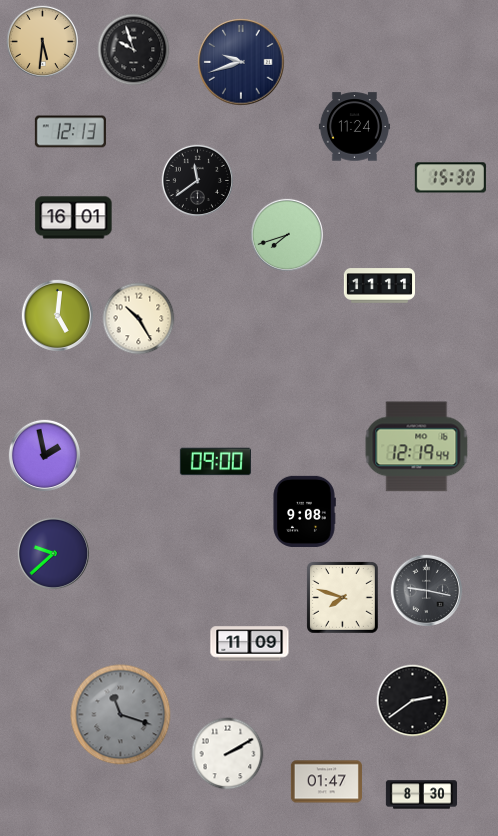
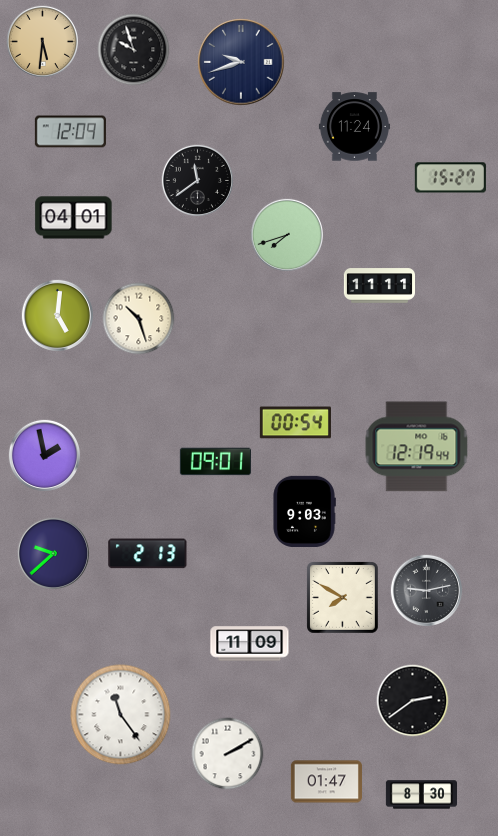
clock at (70, 132): 12:13 -> 12:09
clock at (450, 178): 15:30 -> 15:27
clock at (74, 218): 16:01 -> 04:01
clock at (139, 319): 10:25 -> 10:27
clock at (295, 423): none -> 00:54
clock at (215, 462): 09:00 -> 09:01
clock at (304, 511): 9:08 -> 9:03
clock at (148, 554): none -> 2:13
clock at (426, 590): 9:17 -> 9:13
clock at (342, 597): 7:48 -> 7:50
clock at (121, 715): 11:18 -> 11:24
clock at (121, 715) dial: grey -> white
